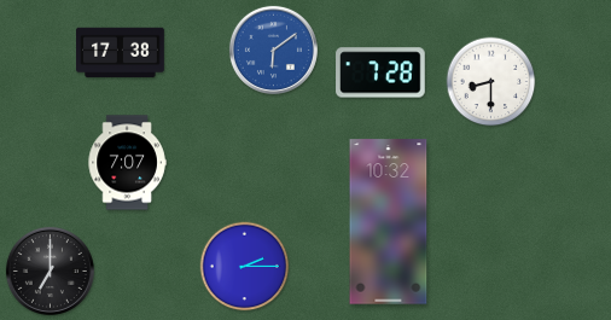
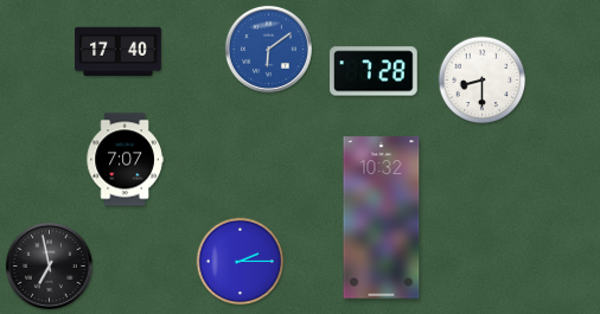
clock at (121, 53): 17:38 -> 17:40
clock at (50, 270): 7:00 -> 6:58
